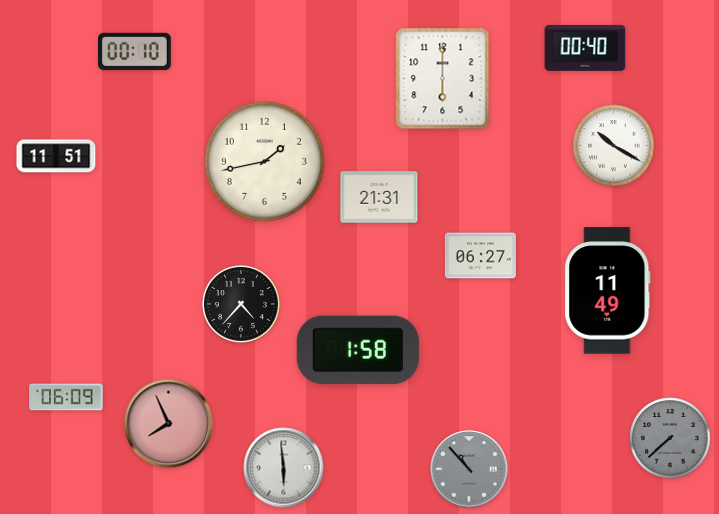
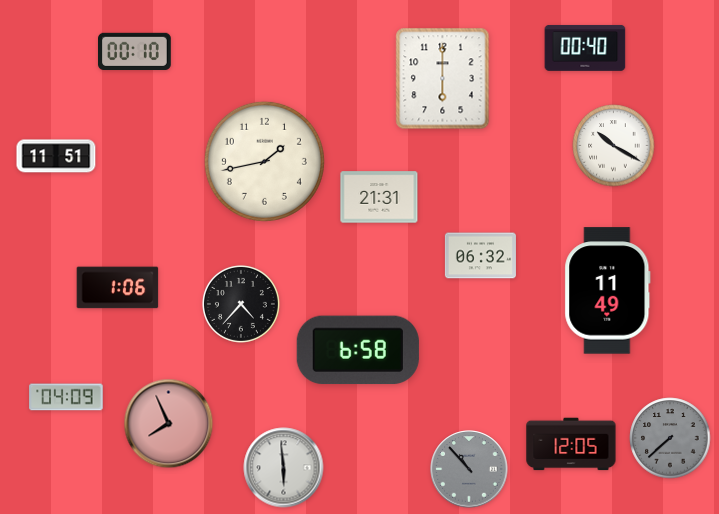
clock at (480, 256): 06:27 -> 06:32
clock at (118, 288): none -> 1:06
clock at (358, 350): 1:58 -> 6:58
clock at (66, 397): 06:09 -> 04:09
clock at (571, 444): none -> 12:05
